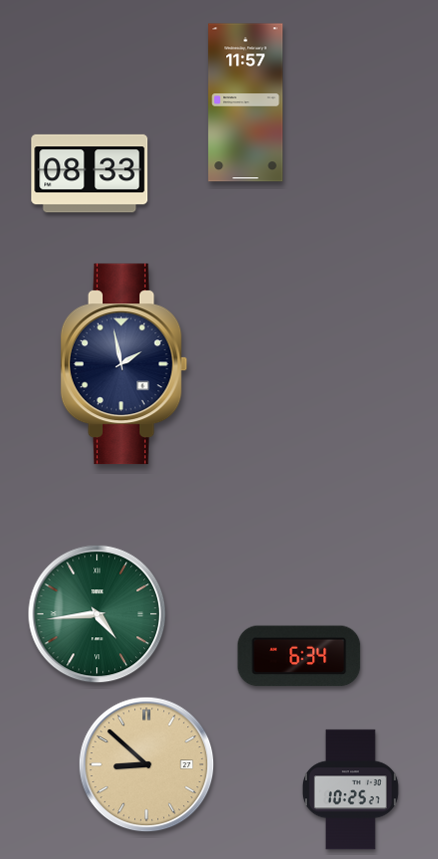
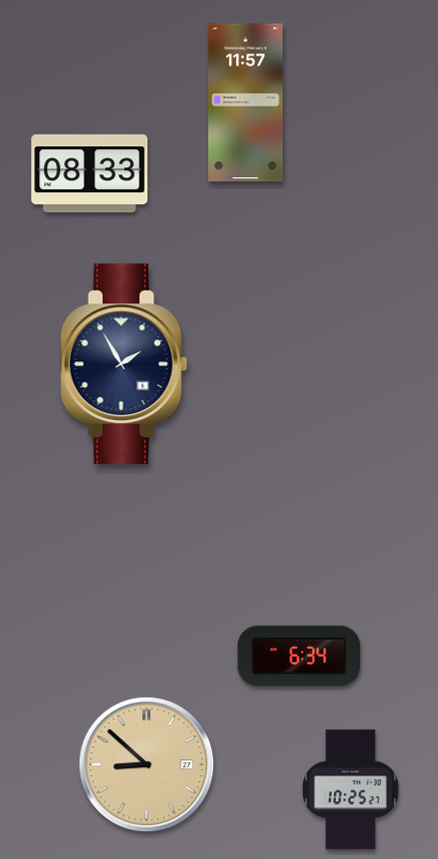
clock at (124, 364): 1:58 -> 1:55
clock at (97, 614): 4:44 -> none
